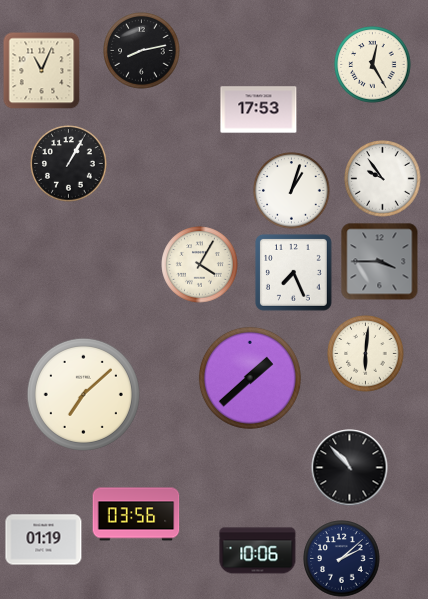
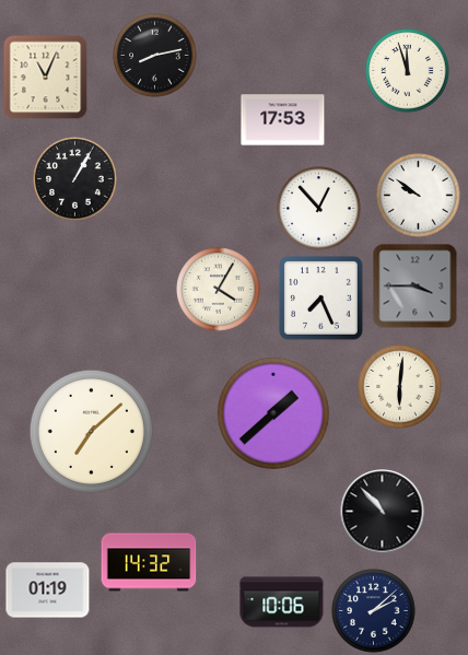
clock at (373, 65): 12:25 -> 11:57
clock at (383, 179): 9:54 -> 9:51
clock at (292, 191): 1:03 -> 12:53
clock at (136, 514): 03:56 -> 14:32
